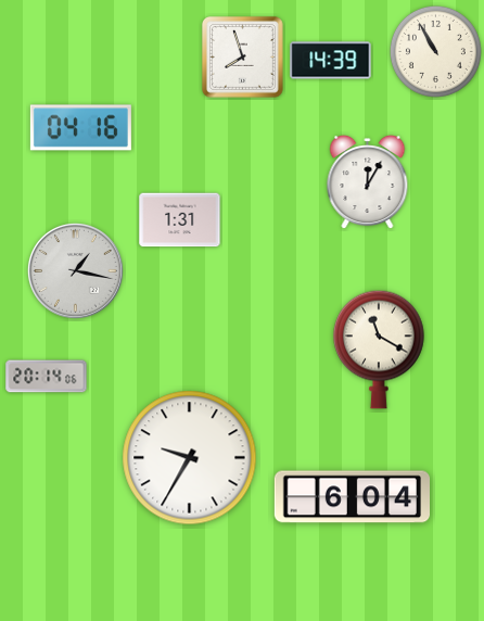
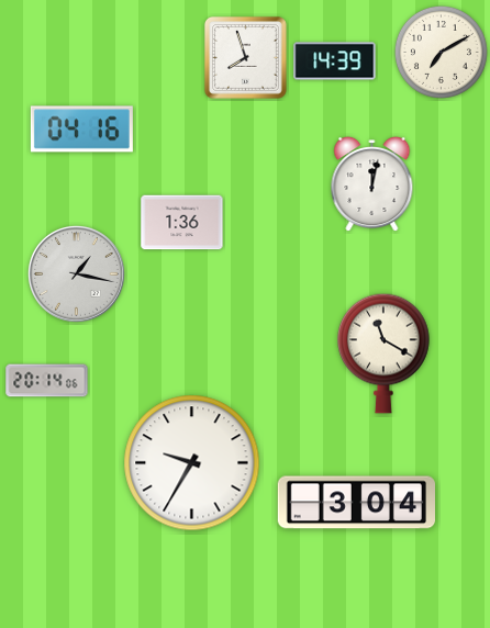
clock at (435, 51): 10:55 -> 7:10
clock at (368, 182): 12:05 -> 12:02
clock at (180, 220): 1:31 -> 1:36
clock at (352, 497): 6:04 -> 3:04
